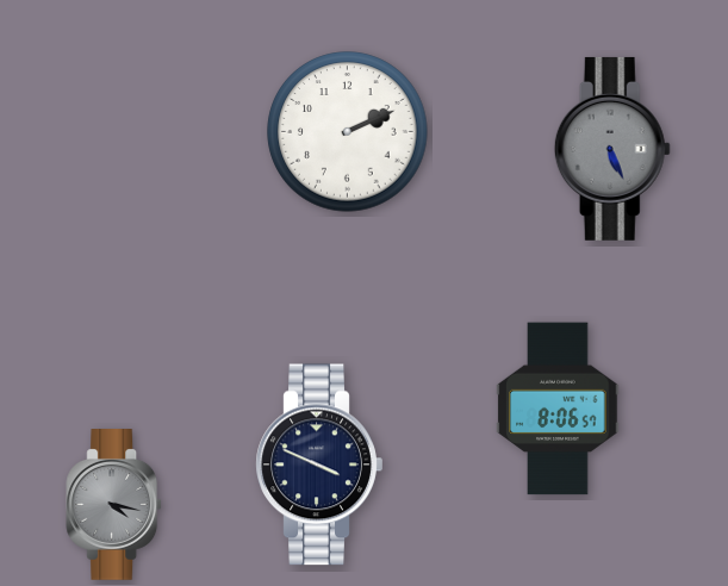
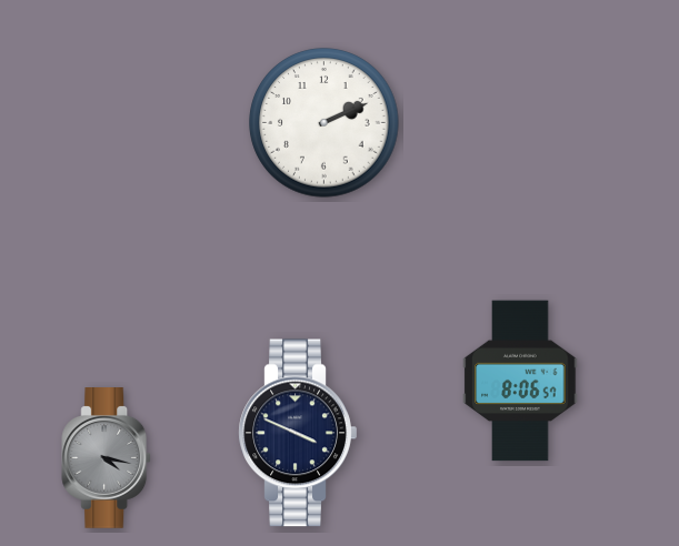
clock at (612, 149): 5:26 -> none
clock at (114, 505) position: (114, 505) -> (107, 458)
